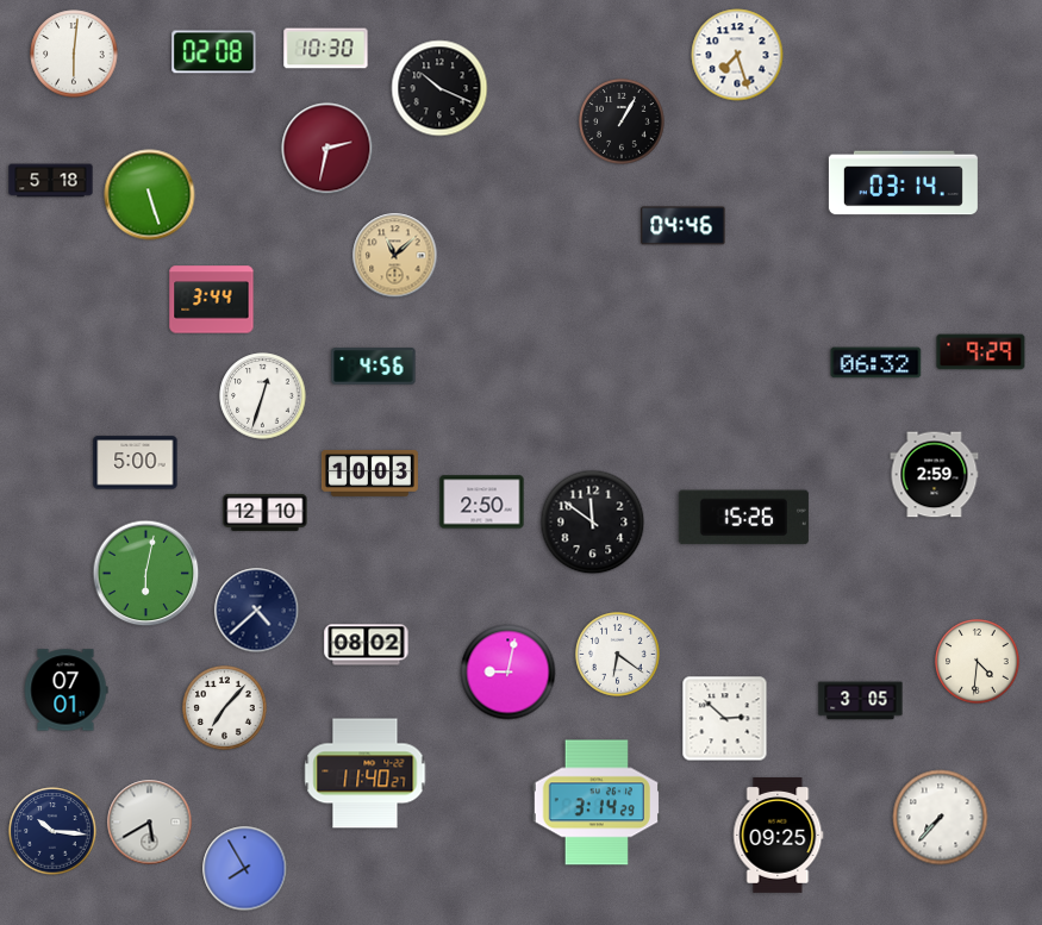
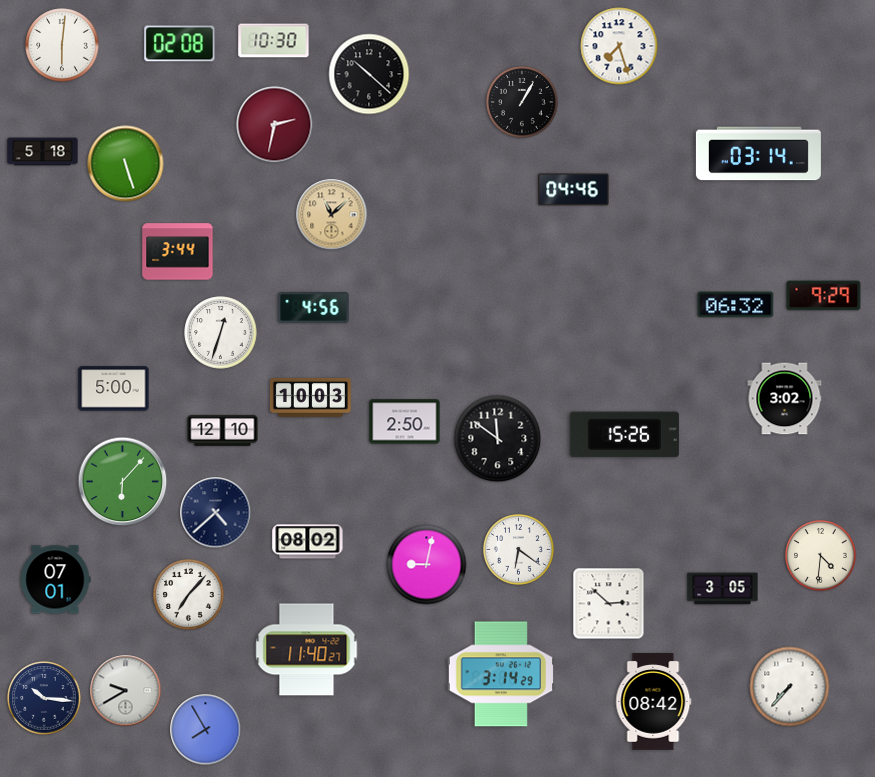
clock at (439, 88): 10:19 -> 10:22
clock at (935, 475): 2:59 -> 3:02
clock at (146, 574): 6:02 -> 6:07
clock at (150, 823): 5:40 -> 9:40
clock at (779, 836): 09:25 -> 08:42
